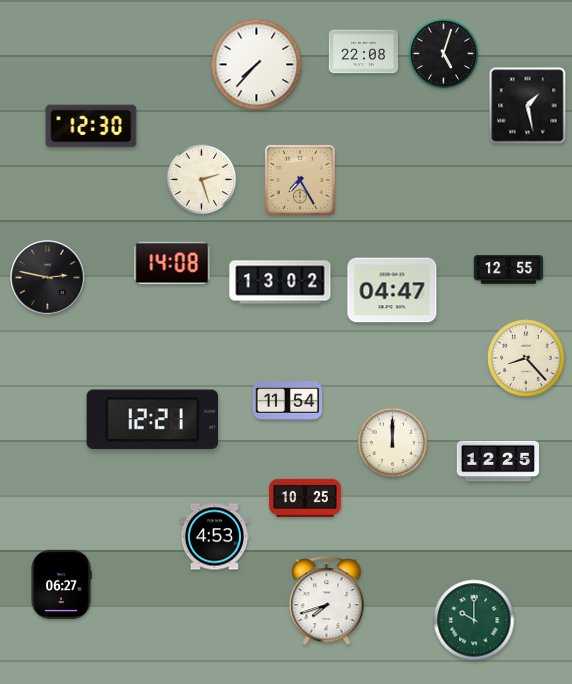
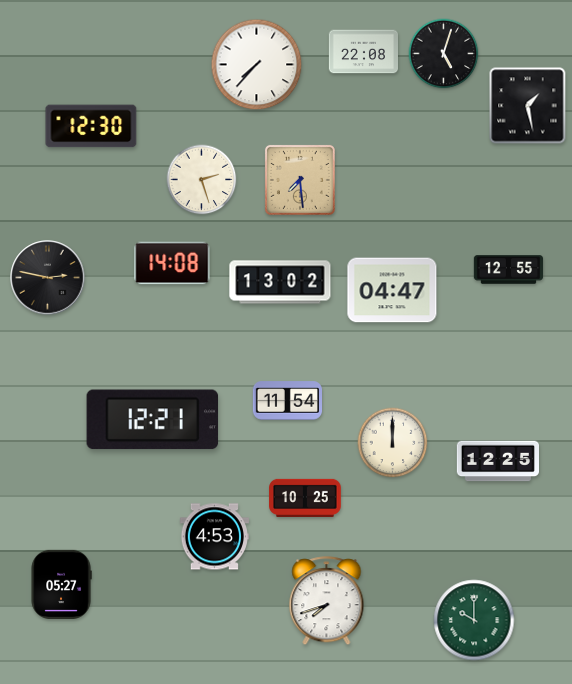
clock at (300, 180): 7:25 -> 7:29
clock at (526, 358): 8:23 -> none
clock at (61, 584): 06:27 -> 05:27
